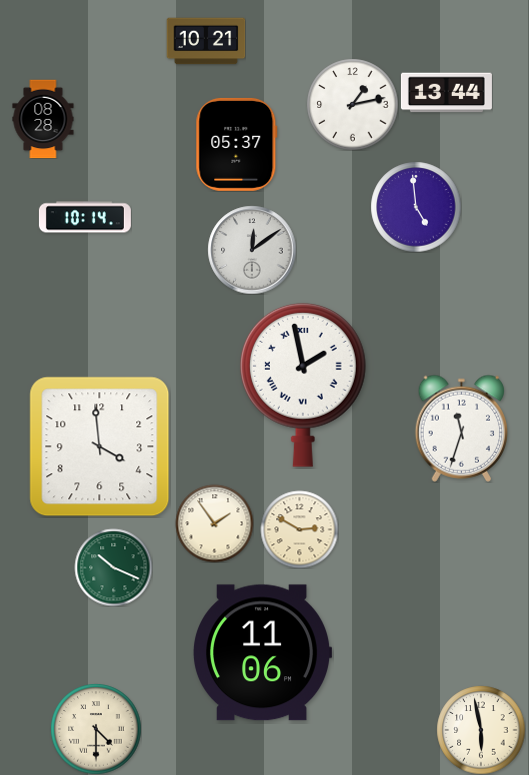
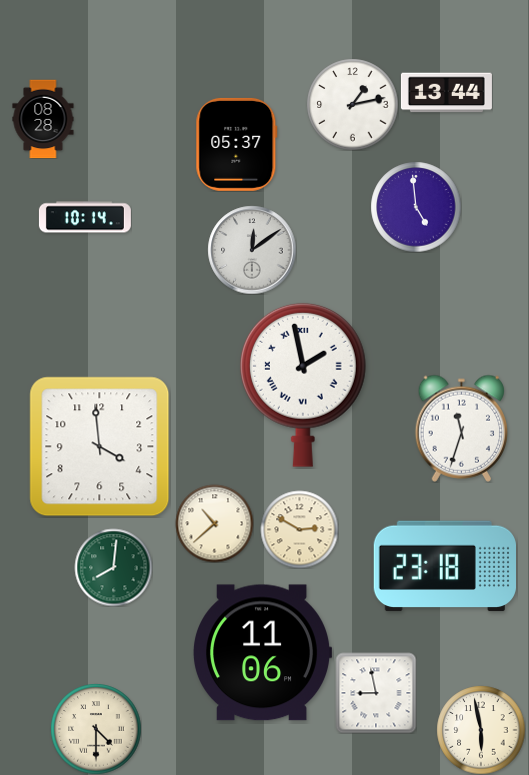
clock at (206, 41): 10:21 -> none
clock at (214, 523): 1:54 -> 10:38
clock at (444, 566): none -> 23:18
clock at (113, 567): 10:19 -> 8:01
clock at (376, 693): none -> 8:58
